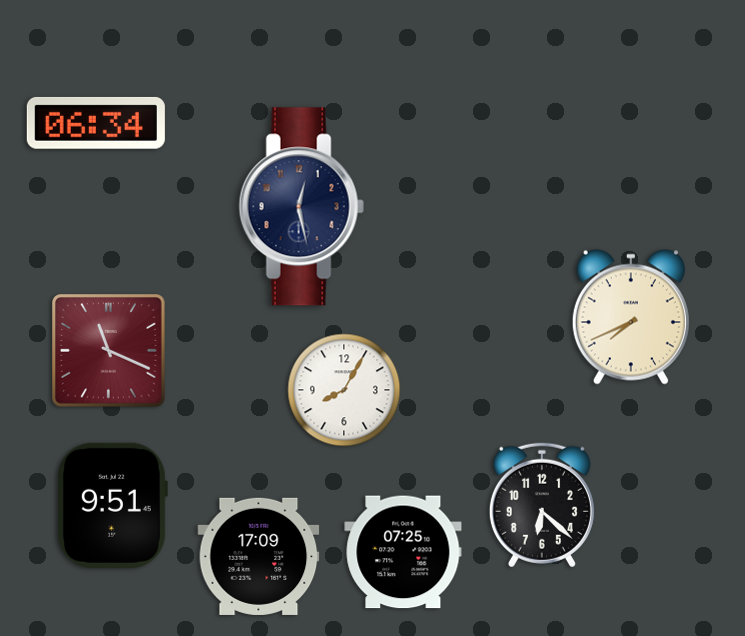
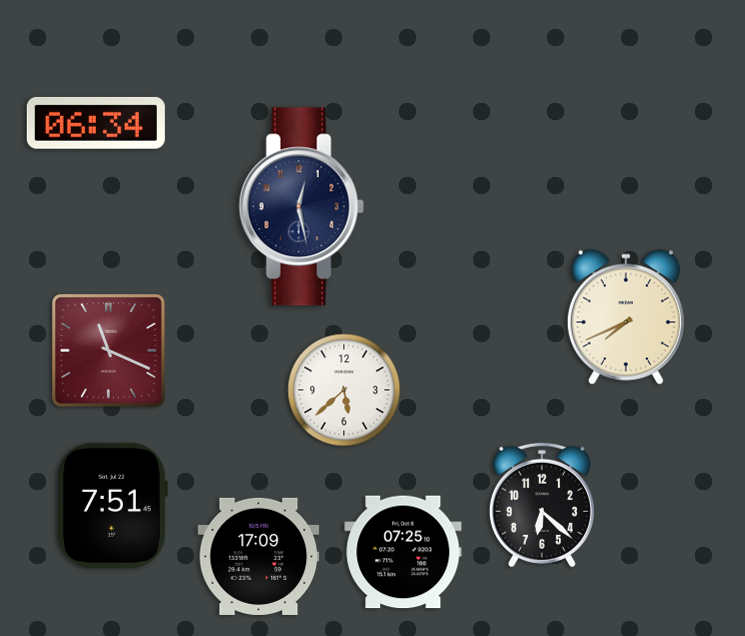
clock at (631, 317) position: (631, 317) -> (626, 317)
clock at (344, 390): 8:05 -> 5:38
clock at (113, 505): 9:51 -> 7:51
